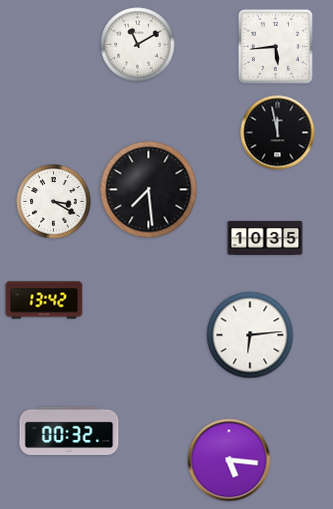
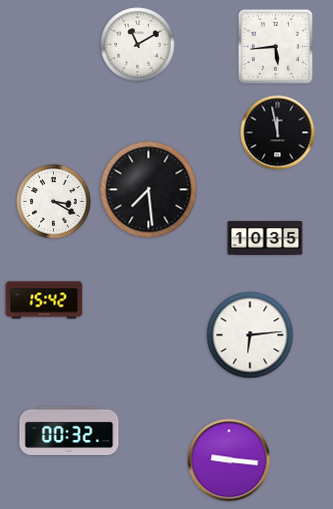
clock at (44, 300): 13:42 -> 15:42
clock at (229, 460): 5:16 -> 9:16
